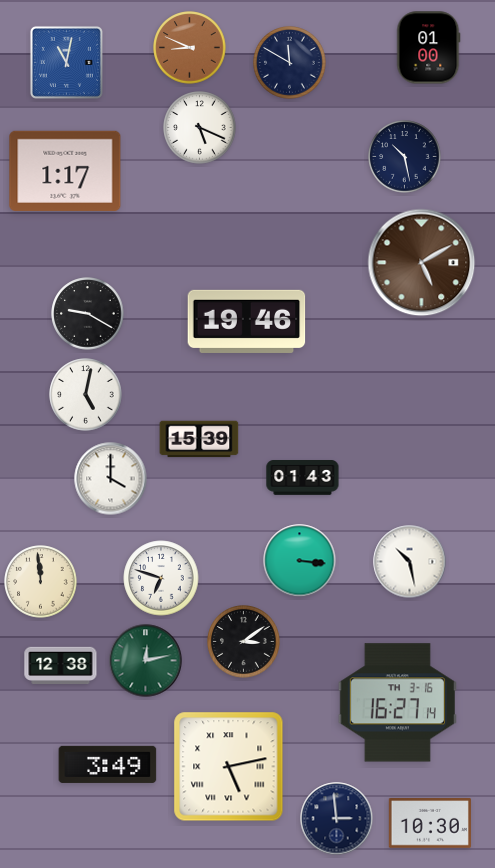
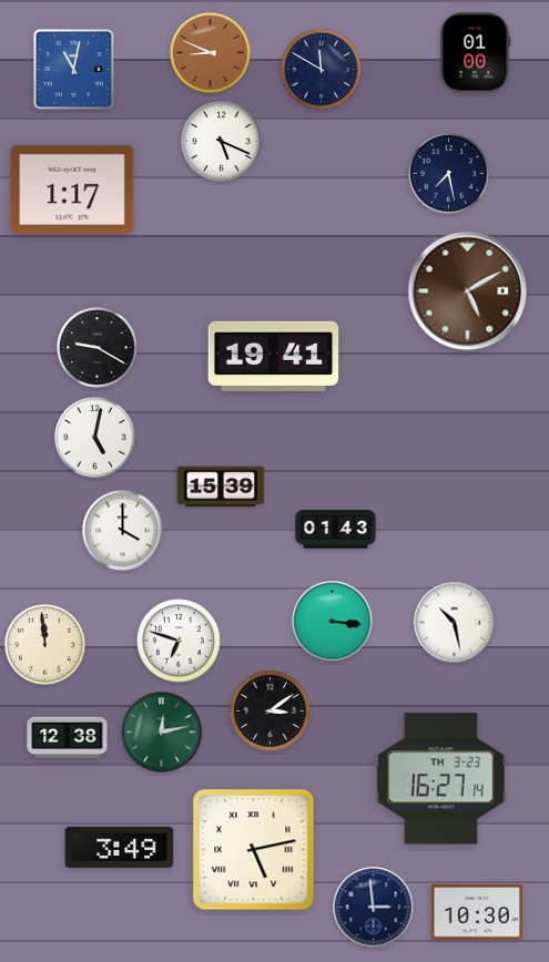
clock at (405, 157): 10:28 -> 7:28
clock at (247, 321): 19:46 -> 19:41
clock at (397, 703) date: TH 3-16 -> TH 3-23
